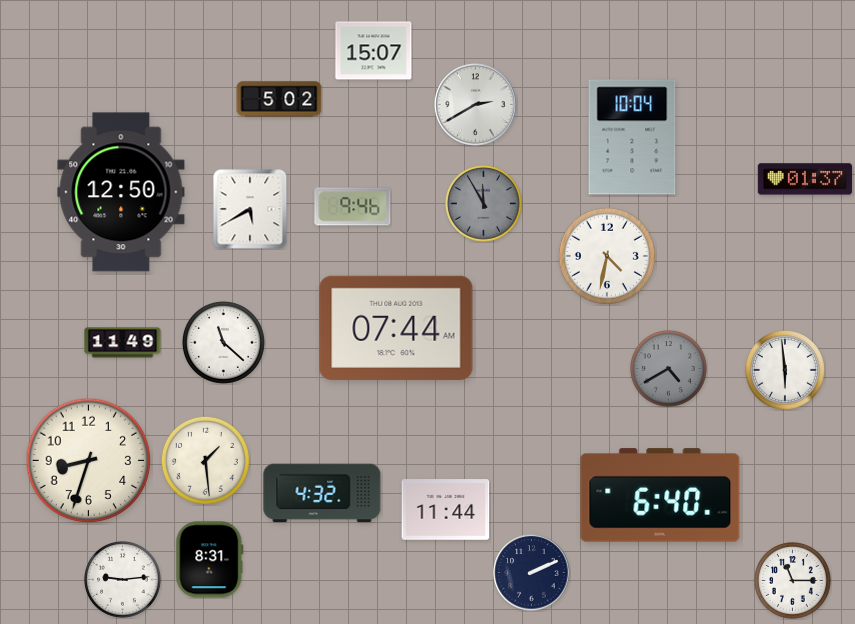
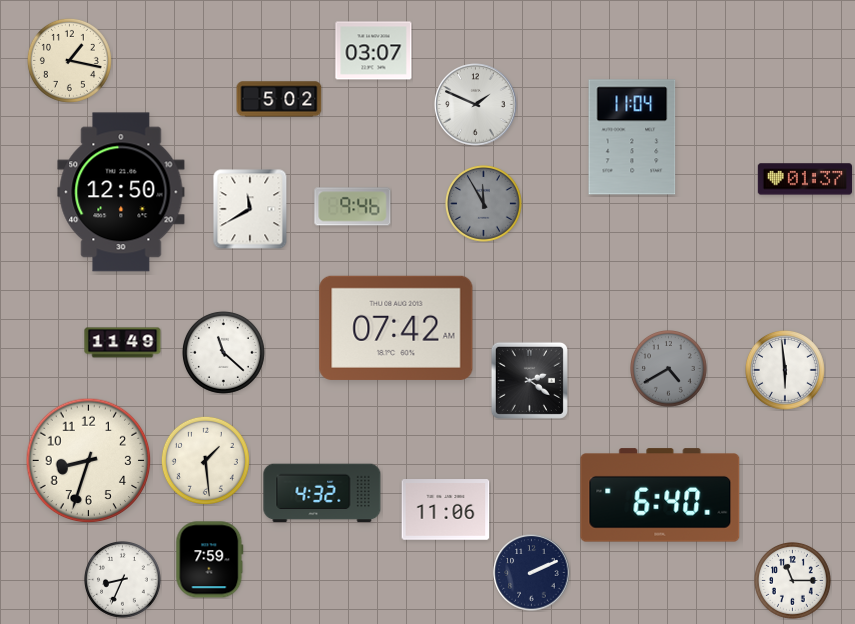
clock at (374, 51): 15:07 -> 03:07
clock at (69, 60): none -> 1:17
clock at (476, 105): 2:40 -> 1:49
clock at (632, 137): 10:04 -> 11:04
clock at (250, 209): 5:40 -> 11:40
clock at (607, 256): 4:32 -> none
clock at (396, 328): 07:44 -> 07:42
clock at (223, 342) position: (223, 342) -> (223, 352)
clock at (529, 380): none -> 2:21
clock at (446, 510): 11:44 -> 11:06
clock at (210, 560): 8:31 -> 7:59
clock at (123, 580): 9:14 -> 8:34
